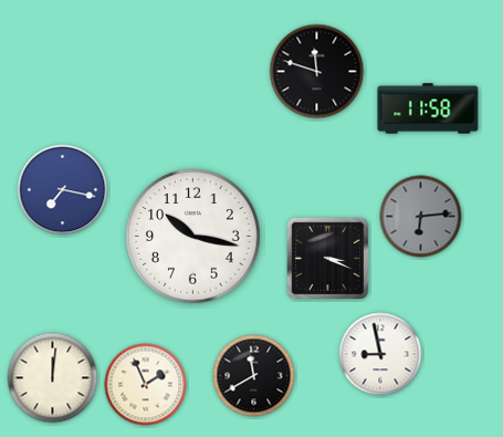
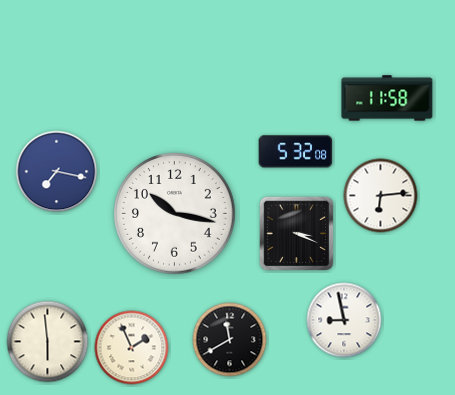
clock at (317, 72): 11:48 -> none
clock at (296, 152): none -> 5:32
clock at (421, 217) dial: grey -> white
clock at (53, 378): 12:01 -> 5:59
